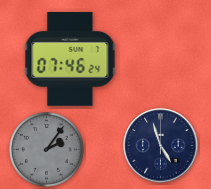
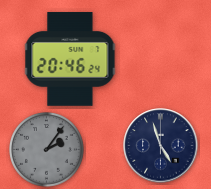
clock at (70, 59): 07:46 -> 20:46
